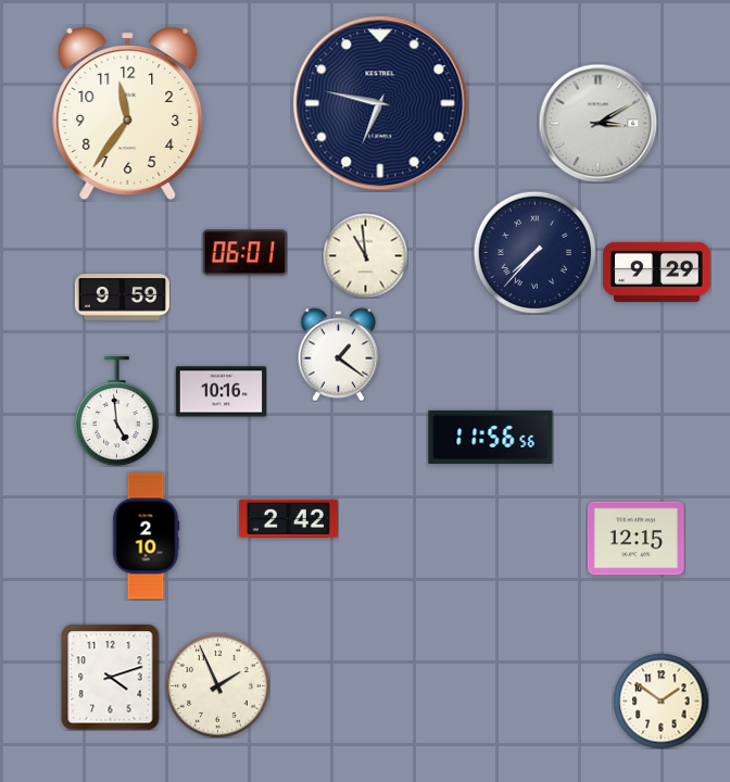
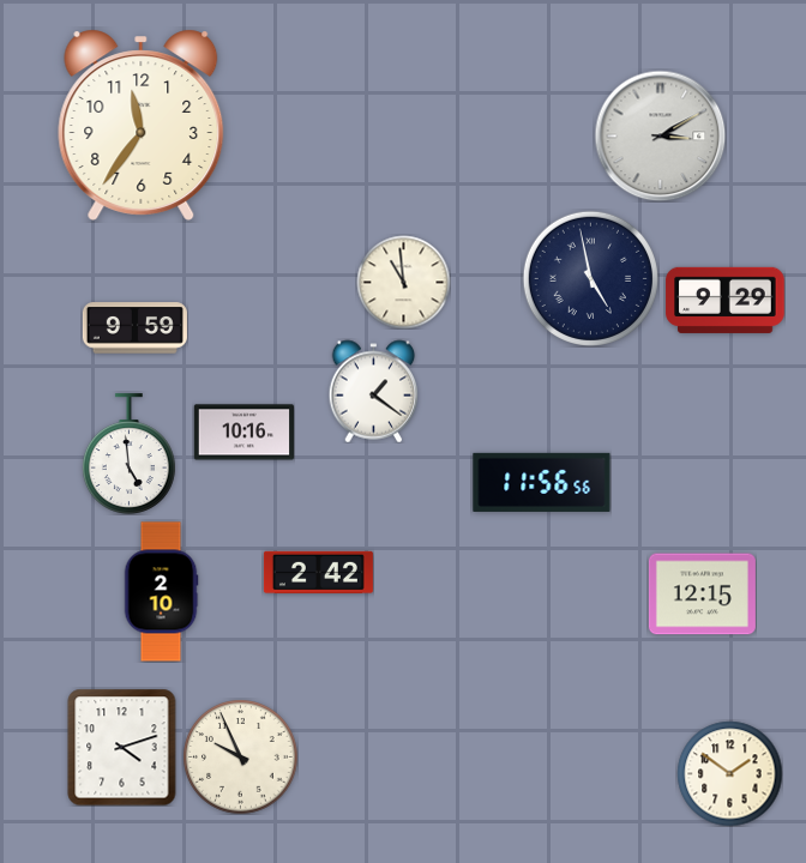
clock at (380, 103): 6:47 -> none
clock at (534, 252): 7:37 -> 4:58
clock at (244, 253): 06:01 -> none
clock at (217, 685): 1:56 -> 9:56
